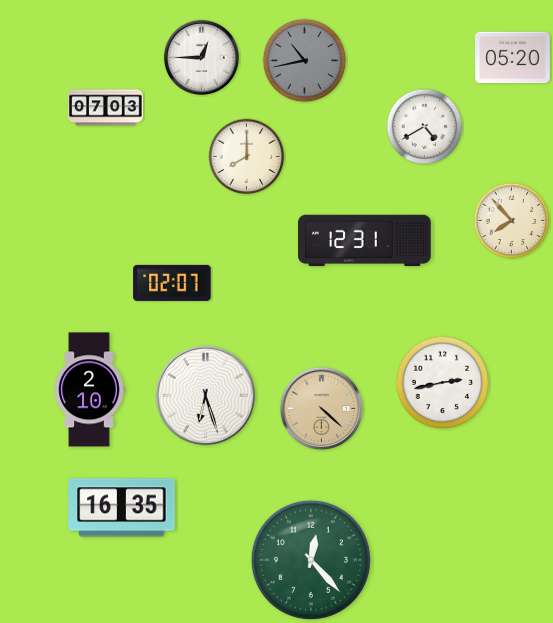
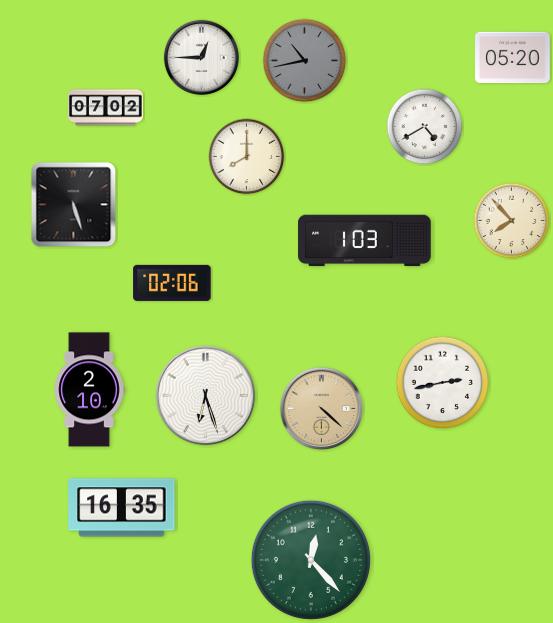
clock at (106, 108): 07:03 -> 07:02
clock at (74, 205): none -> 5:27
clock at (365, 241): 12:31 -> 1:03
clock at (172, 283): 02:07 -> 02:06
